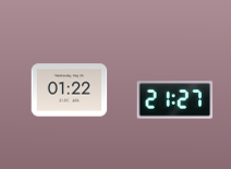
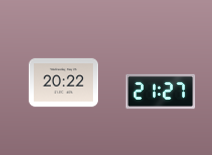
clock at (70, 90): 01:22 -> 20:22
